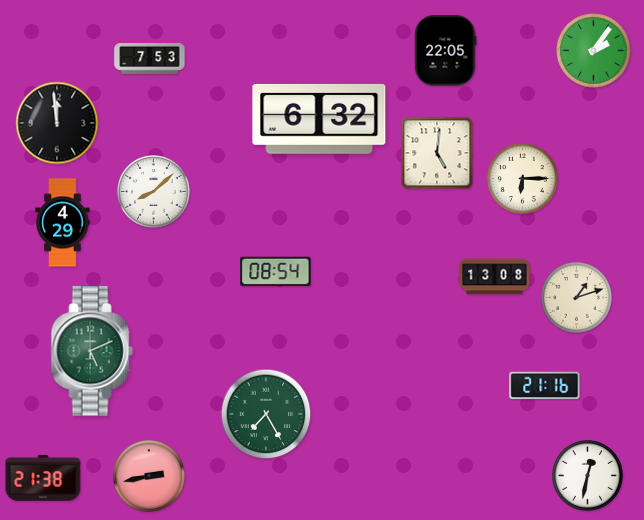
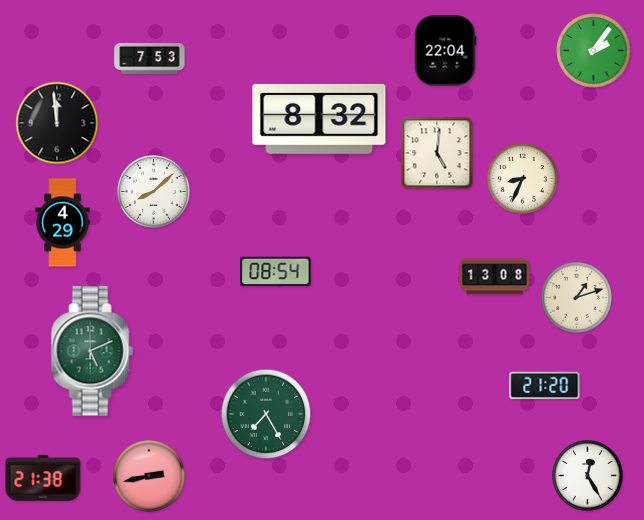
clock at (445, 51): 22:05 -> 22:04
clock at (319, 119): 6:32 -> 8:32
clock at (523, 179): 6:15 -> 8:34
clock at (545, 386): 21:16 -> 21:20
clock at (588, 476): 12:32 -> 12:25
